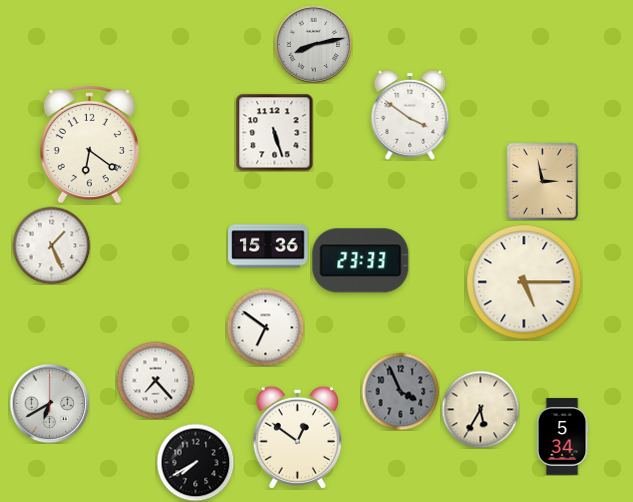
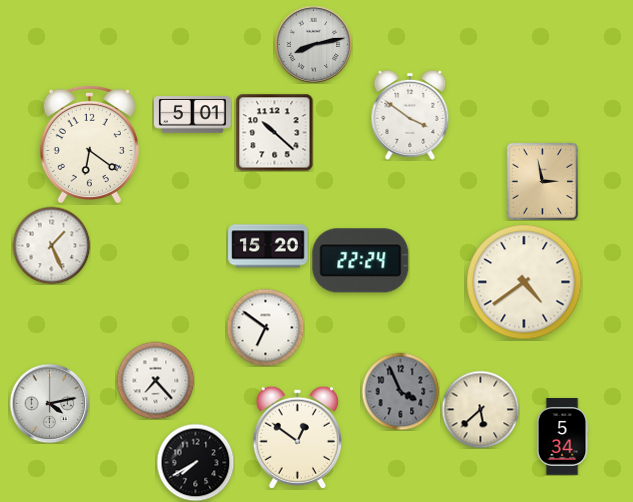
clock at (193, 115): none -> 5:01
clock at (274, 132): 5:27 -> 10:22
clock at (268, 246): 15:36 -> 15:20
clock at (361, 261): 23:33 -> 22:24
clock at (524, 282): 5:15 -> 4:39
clock at (49, 403): 6:40 -> 4:13
clock at (480, 409): 5:35 -> 5:38
